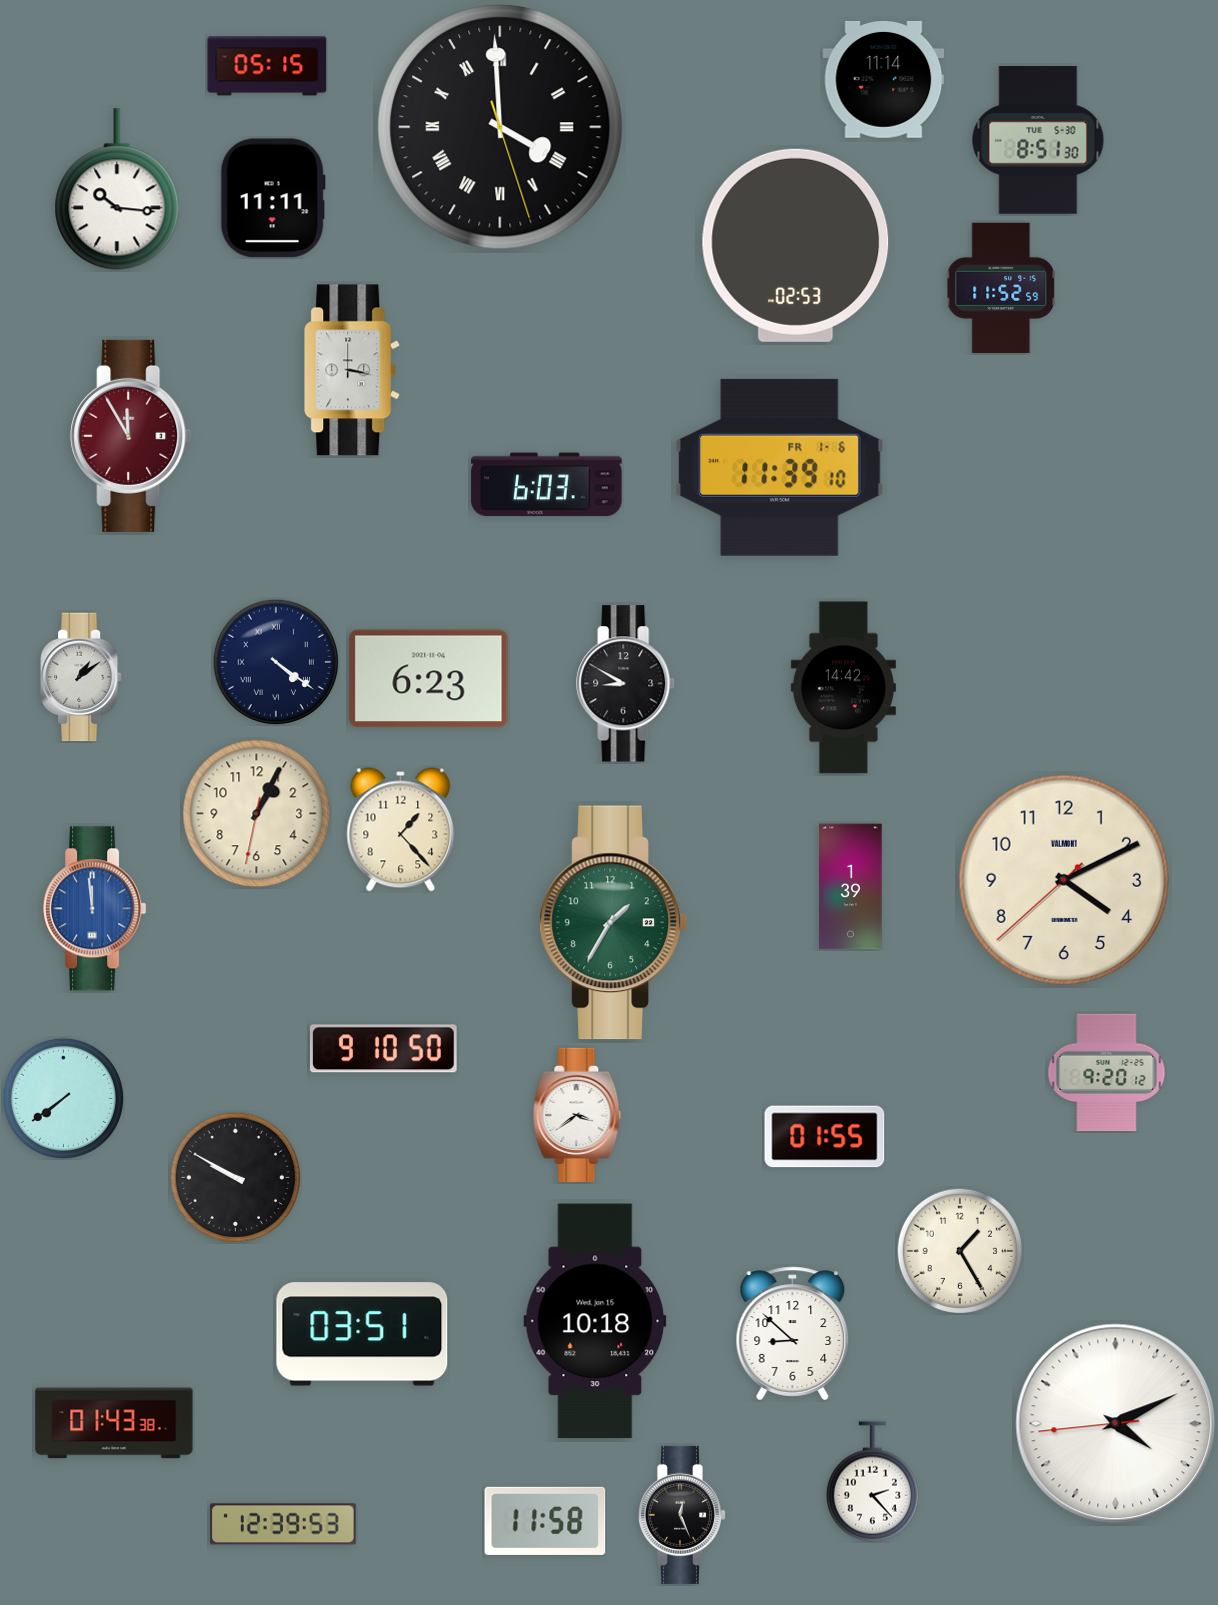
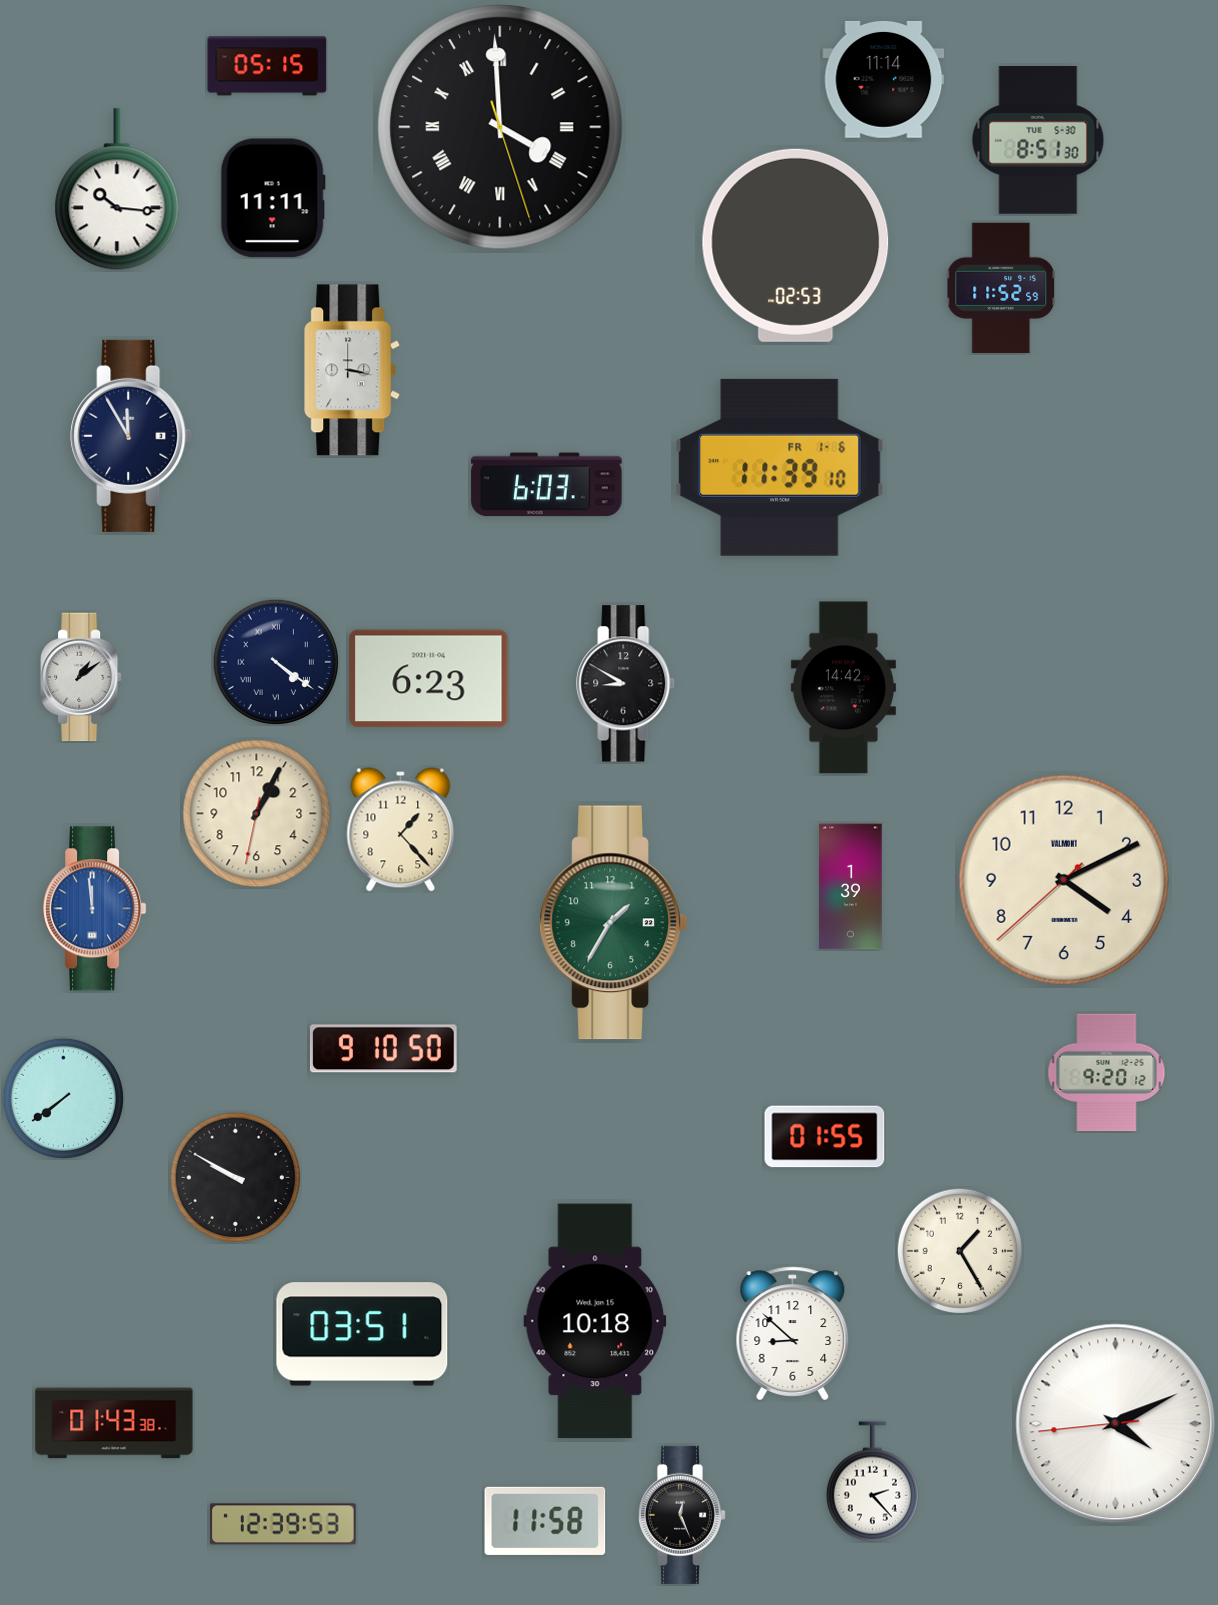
clock at (131, 436) dial: burgundy -> navy
clock at (577, 1115): 3:39 -> none
